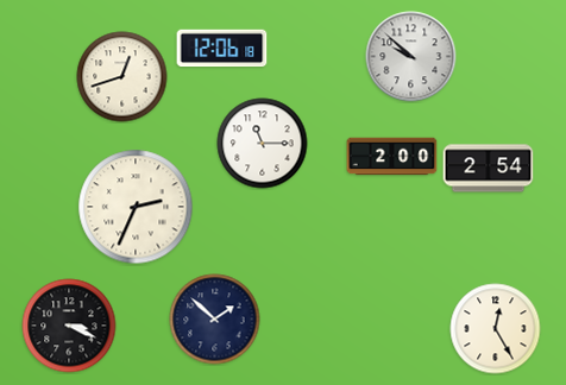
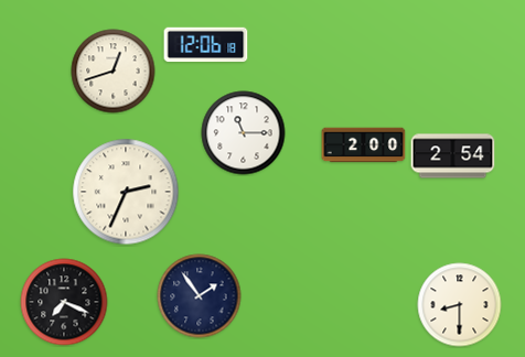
clock at (411, 57): 9:52 -> none
clock at (215, 320): 1:52 -> 1:54
clock at (69, 326): 3:19 -> 7:19
clock at (496, 329): 12:25 -> 8:30
